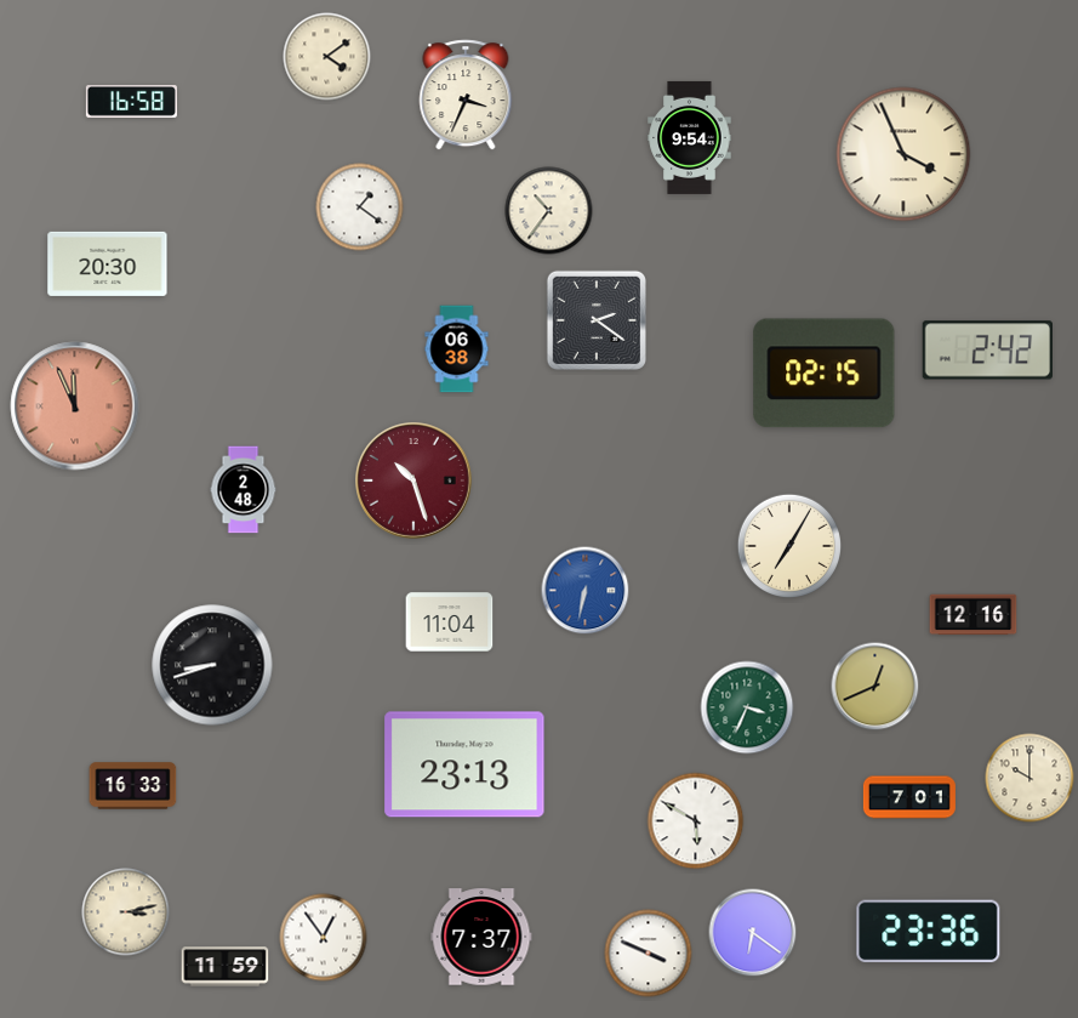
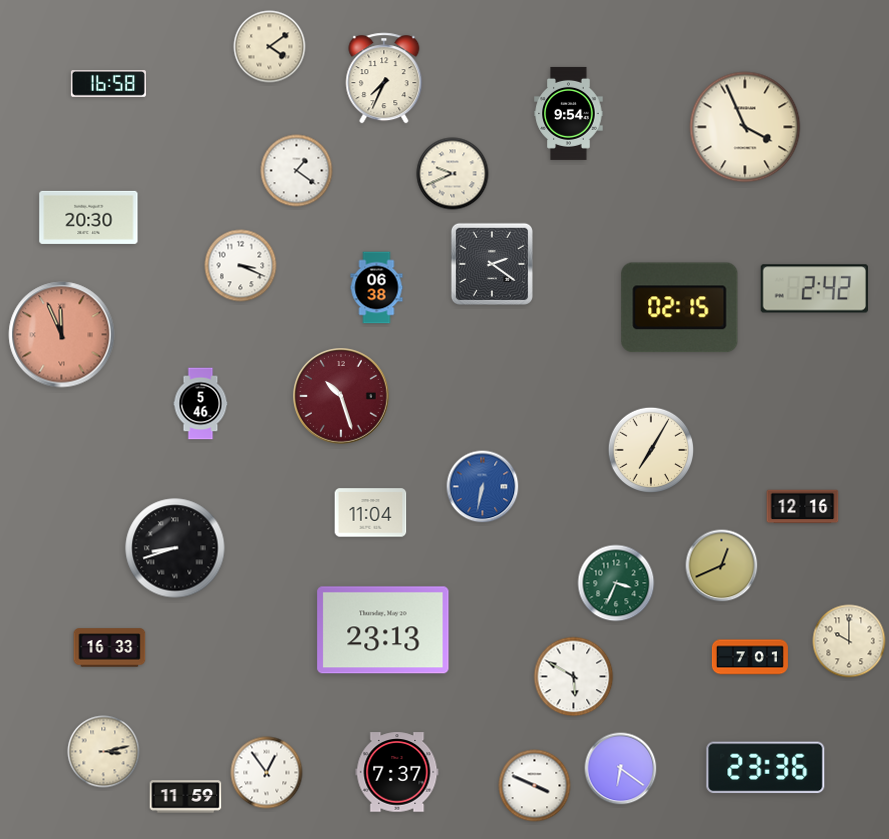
clock at (466, 95): 3:34 -> 7:34
clock at (549, 211): 10:36 -> 9:41
clock at (241, 266): none -> 3:19
clock at (244, 490): 2:48 -> 5:46
